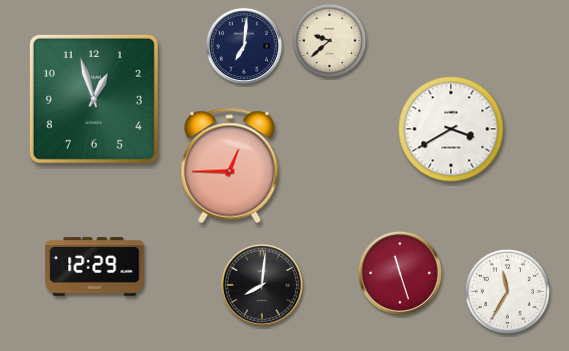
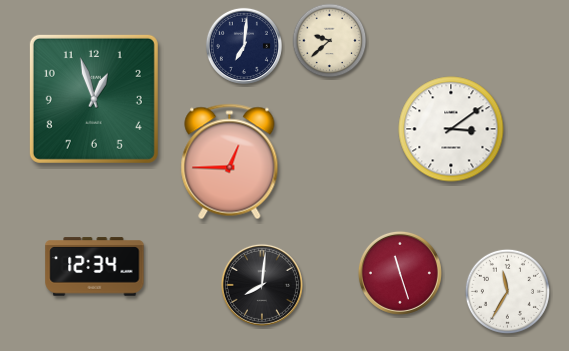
clock at (451, 129): 3:40 -> 3:09
clock at (230, 166) position: (230, 166) -> (230, 162)
clock at (95, 267): 12:29 -> 12:34
